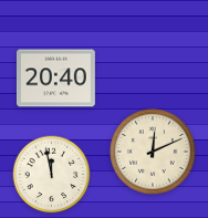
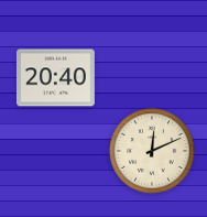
clock at (52, 175): 11:58 -> none
